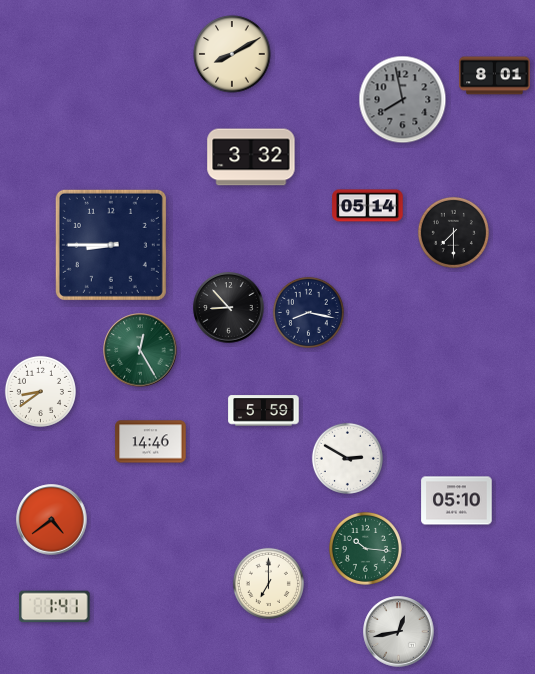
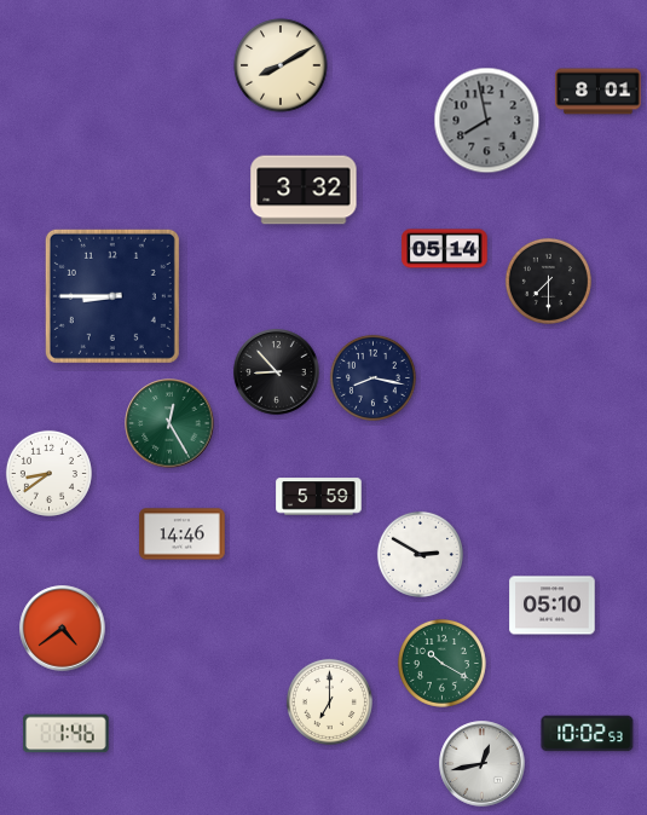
clock at (111, 245) position: (111, 245) -> (112, 296)
clock at (365, 548): 10:16 -> 10:20
clock at (268, 583) position: (268, 583) -> (329, 701)
clock at (55, 607): 1:41 -> 1:46
clock at (588, 734): none -> 10:02
